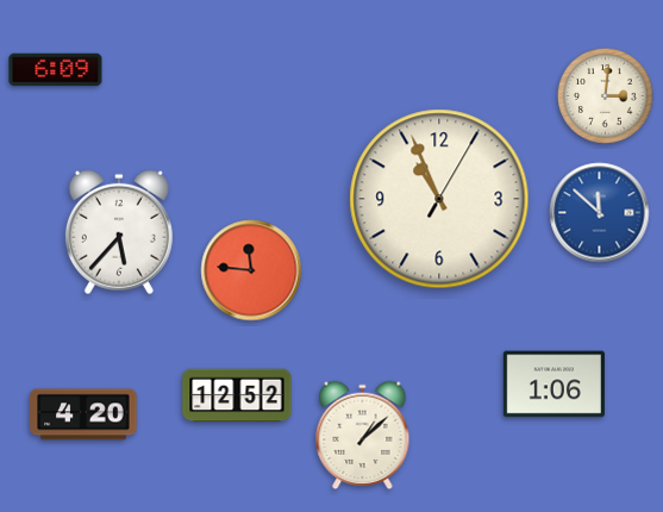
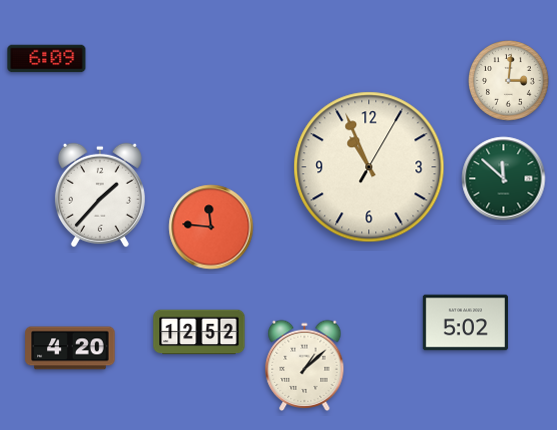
clock at (600, 213) dial: blue -> green
clock at (119, 232): 5:37 -> 1:37
clock at (553, 385): 1:06 -> 5:02
